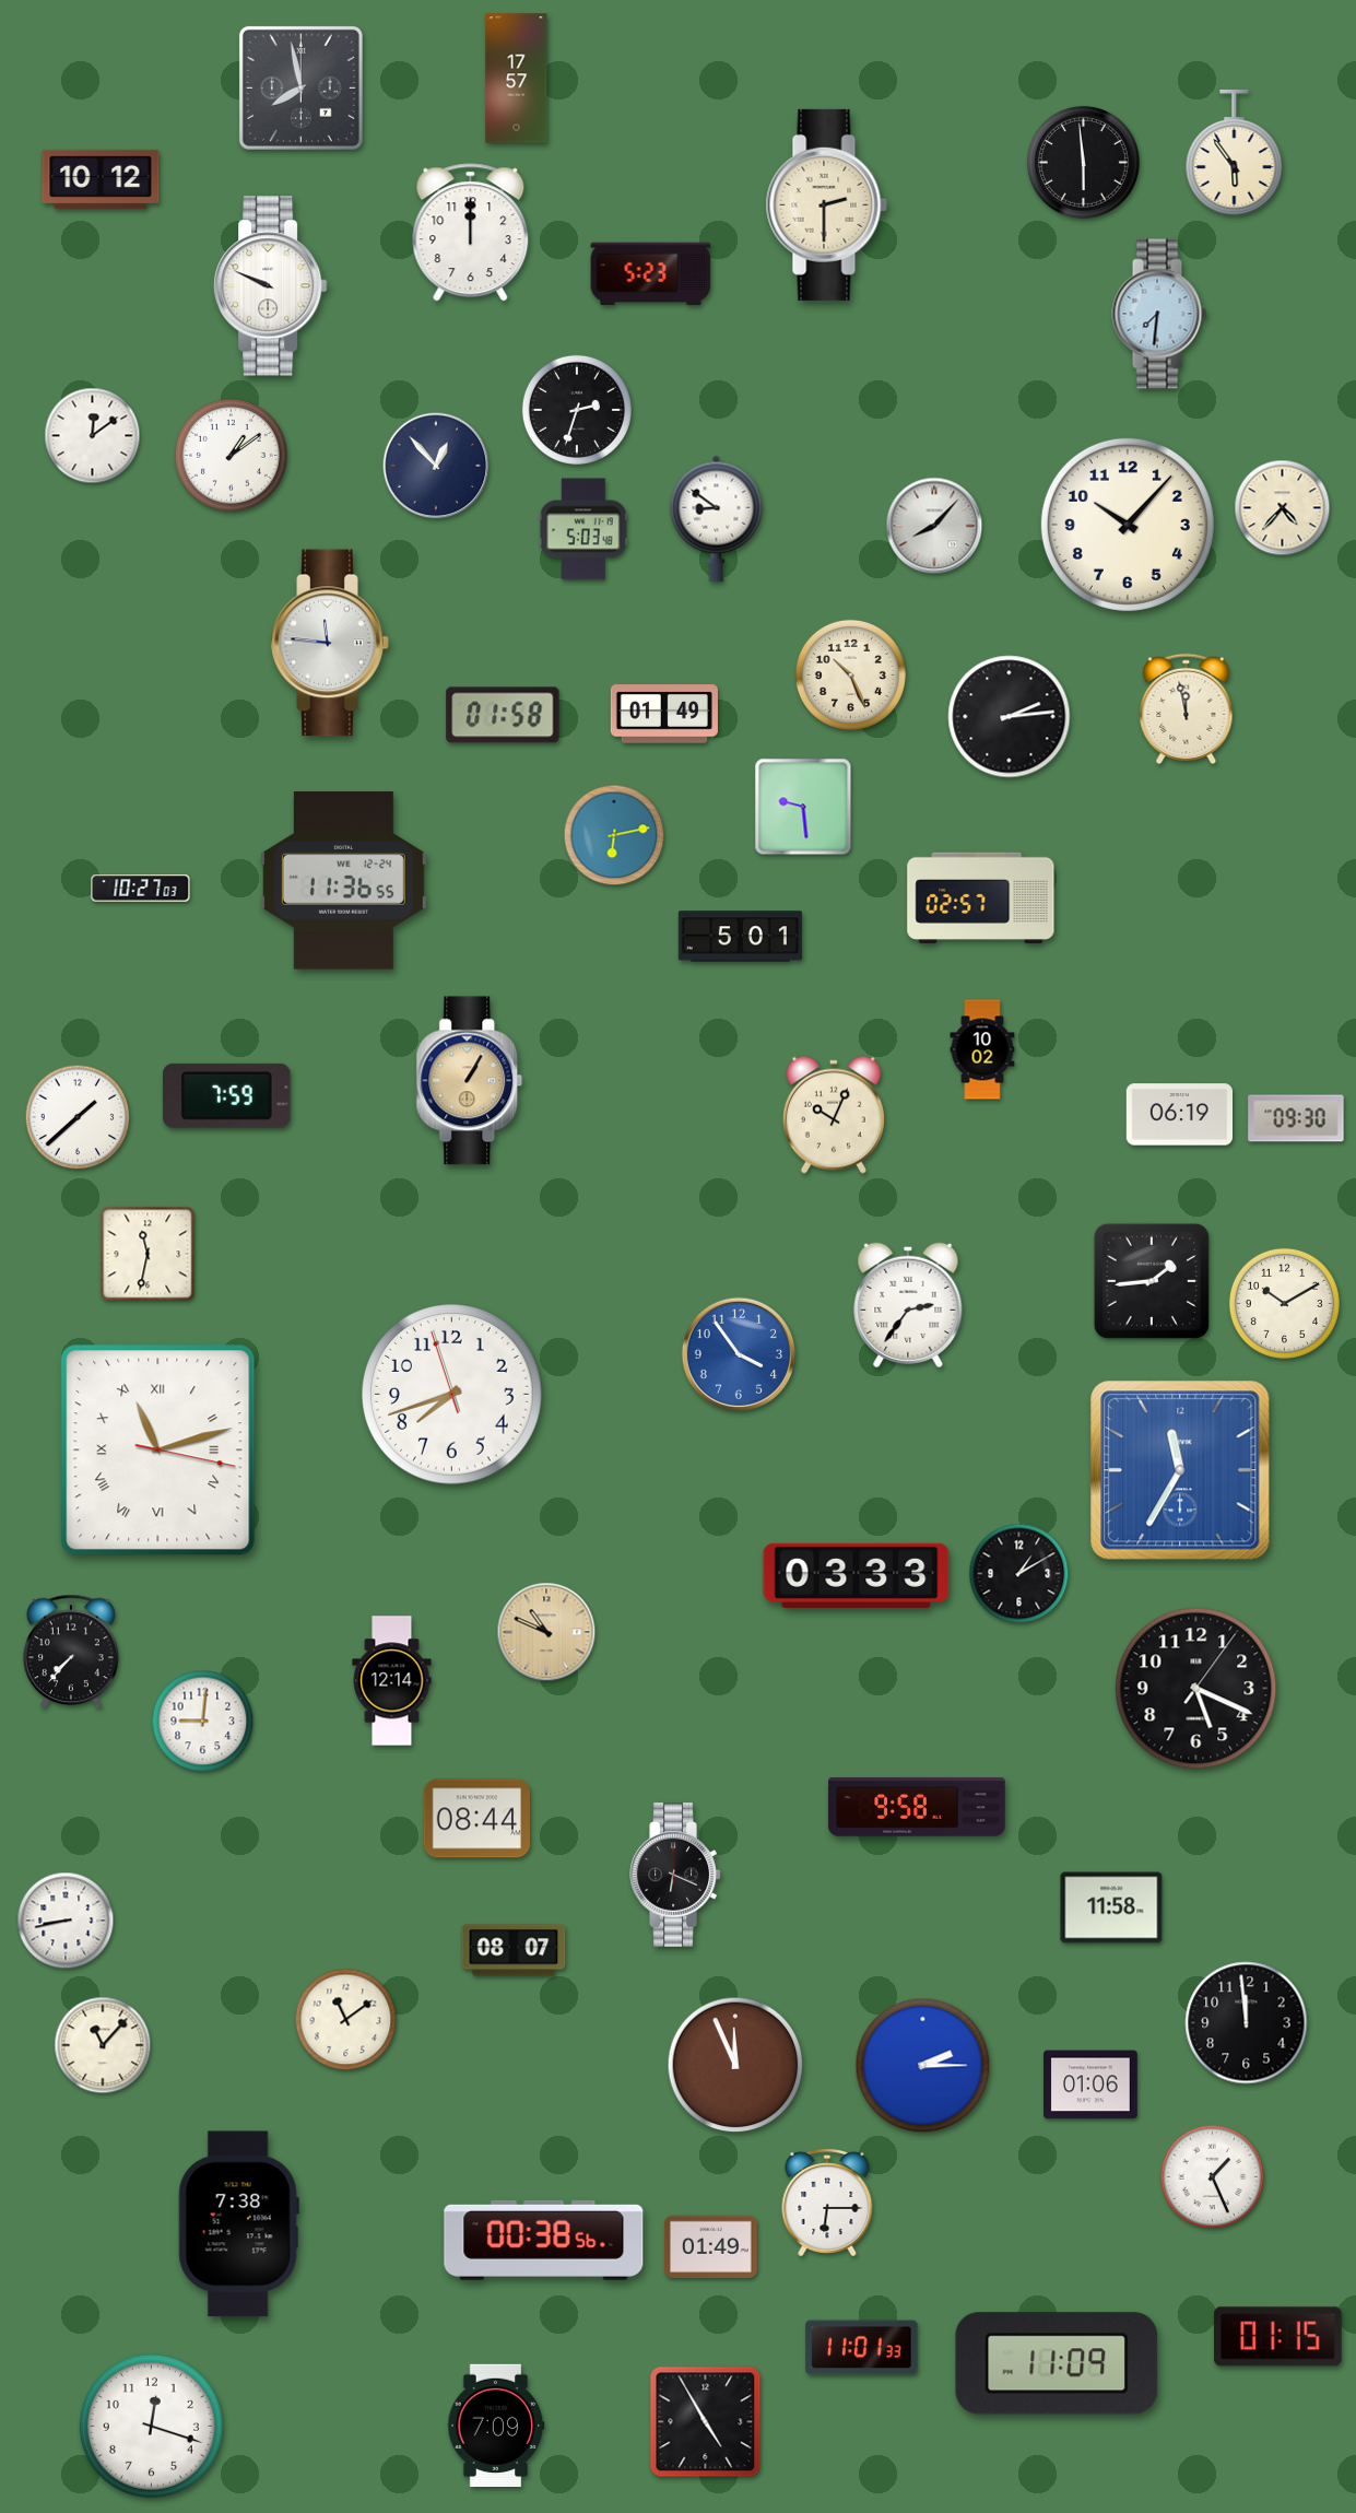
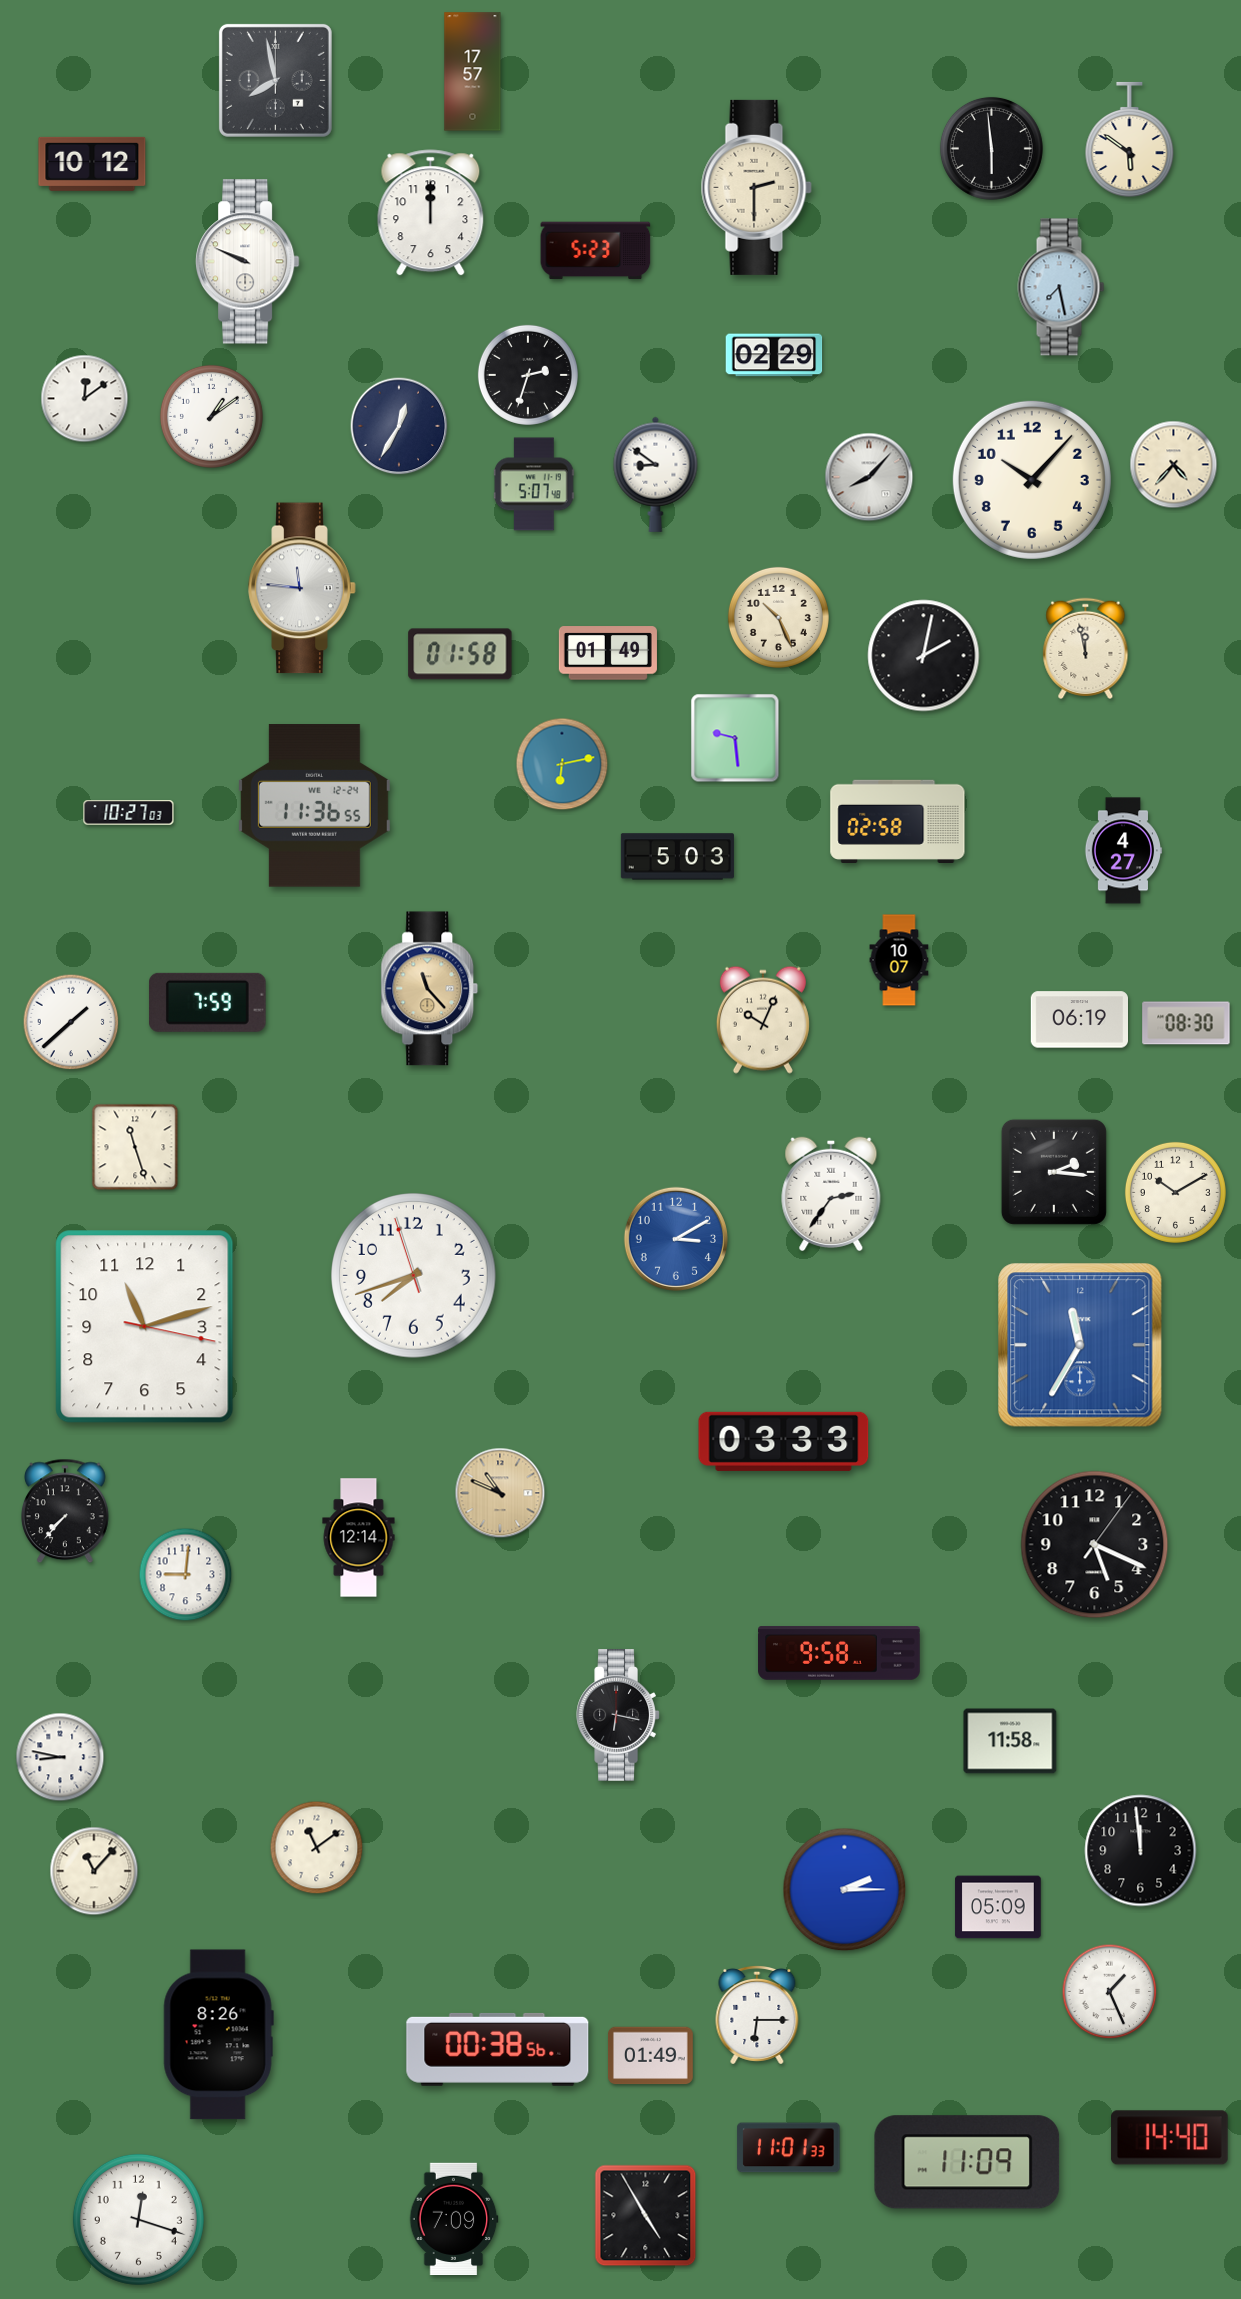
clock at (1235, 152): 5:54 -> 5:51
clock at (1159, 314): 7:31 -> 7:28
clock at (774, 355): none -> 02:29
clock at (436, 466): 12:53 -> 12:35
clock at (934, 526) position: (934, 526) -> (869, 477)
clock at (583, 529): 5:03 -> 5:07
clock at (1010, 717): 2:14 -> 2:02
clock at (981, 897): 02:57 -> 02:58
clock at (1123, 851): none -> 4:27
clock at (740, 937): 5:01 -> 5:03
clock at (982, 1049): 10:02 -> 10:07
clock at (470, 1081): 1:05 -> 11:23
clock at (1296, 1118): 09:30 -> 08:30
clock at (148, 1254): 11:32 -> 11:27
clock at (1152, 1281): 1:44 -> 2:16
clock at (739, 1354): 3:54 -> 3:10
clock at (158, 1451) numerals: Roman -> Arabic
clock at (1019, 1574): 1:10 -> none
clock at (476, 1819): 08:44 -> none
clock at (675, 1875): 6:19 -> 6:17
clock at (1111, 1907) position: (1111, 1907) -> (1010, 1741)
clock at (66, 1921): 8:43 -> 8:47
clock at (514, 1950): 08:07 -> none
clock at (735, 2065): 11:56 -> none
clock at (1090, 2085): 01:06 -> 05:09
clock at (238, 2224): 7:38 -> 8:26
clock at (1278, 2337): 01:15 -> 14:40
